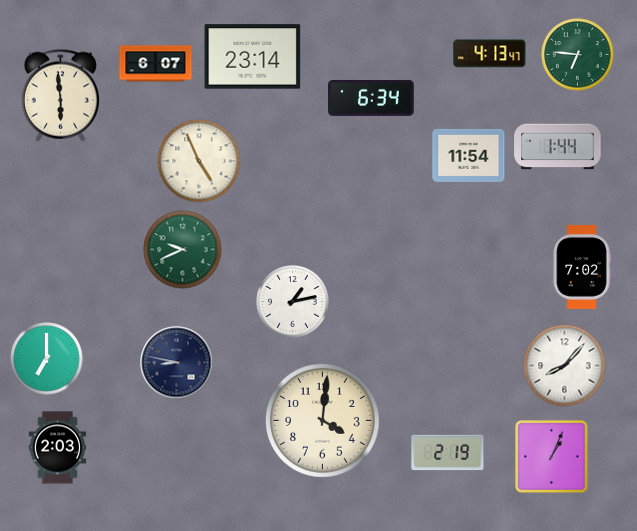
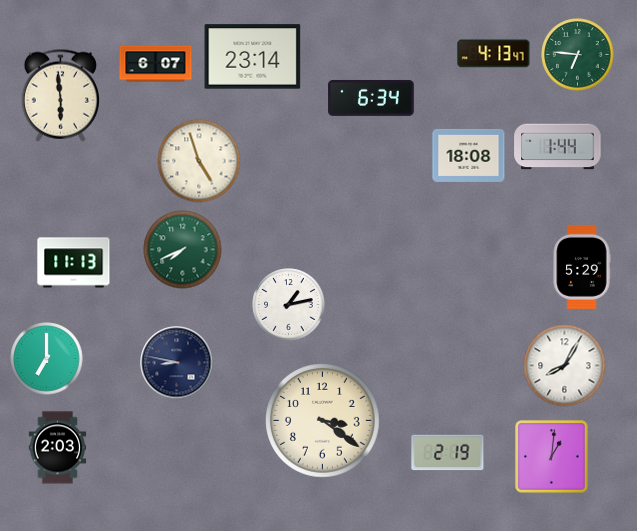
clock at (490, 54) position: (490, 54) -> (494, 54)
clock at (469, 155): 11:54 -> 18:08
clock at (199, 161): 4:56 -> 4:57
clock at (183, 250): 9:41 -> 7:41
clock at (74, 263): none -> 11:13
clock at (582, 267): 7:02 -> 5:29
clock at (293, 302) position: (293, 302) -> (289, 305)
clock at (565, 366): 8:07 -> 8:05
clock at (323, 421): 4:01 -> 3:21
clock at (552, 457): 1:04 -> 1:01
